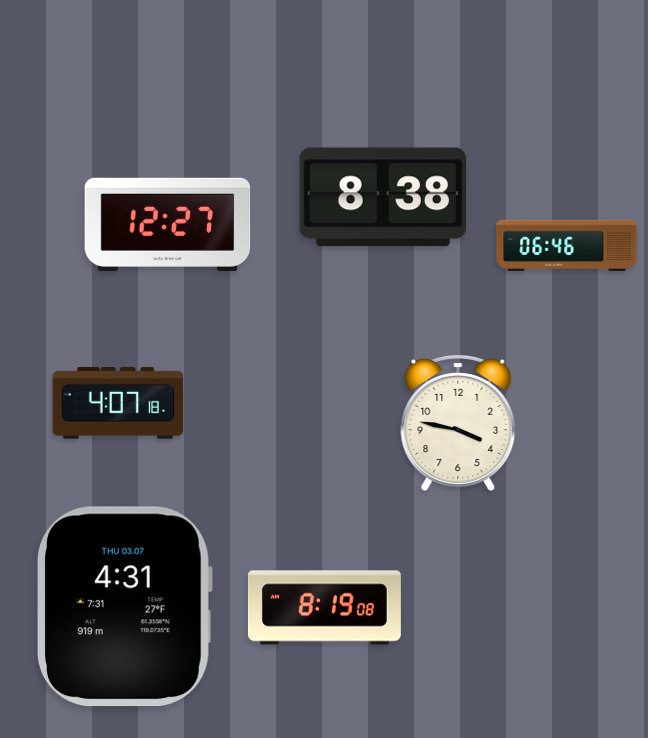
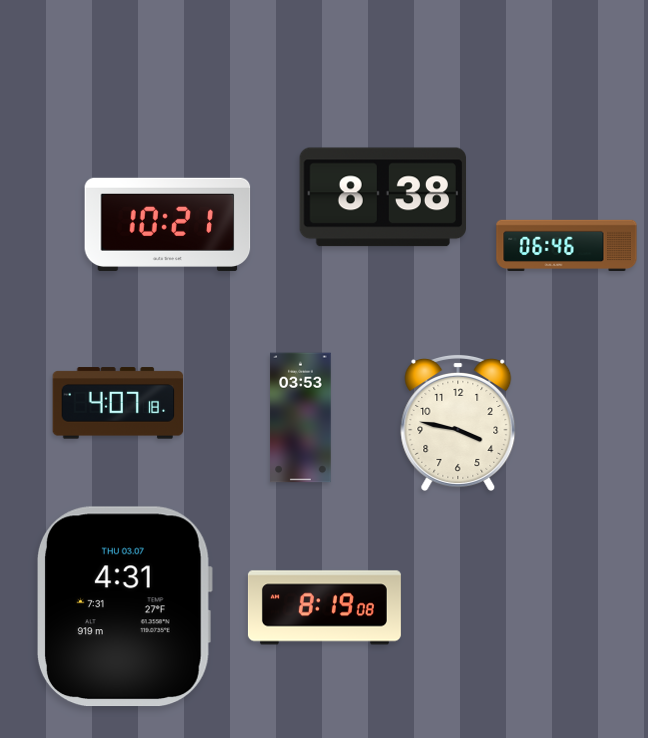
clock at (168, 224): 12:27 -> 10:21
clock at (301, 418): none -> 03:53
